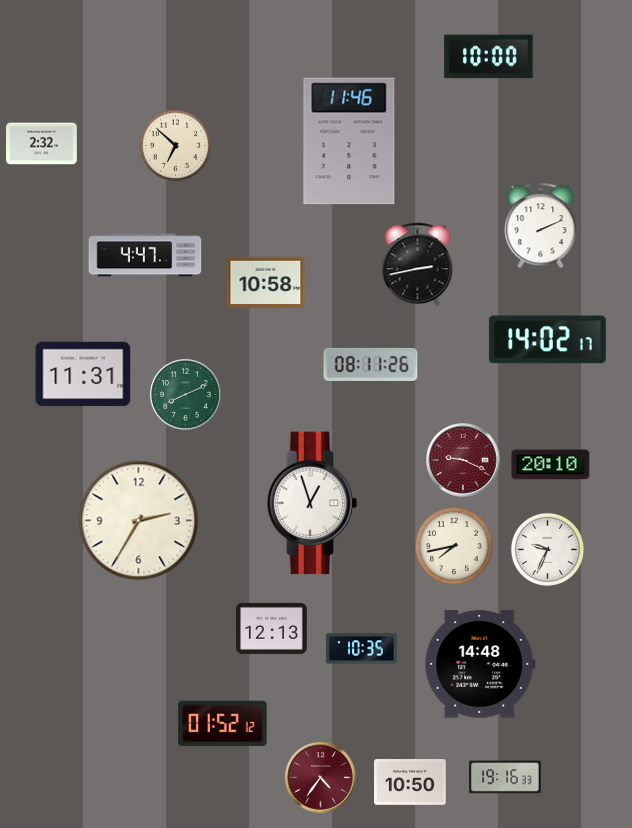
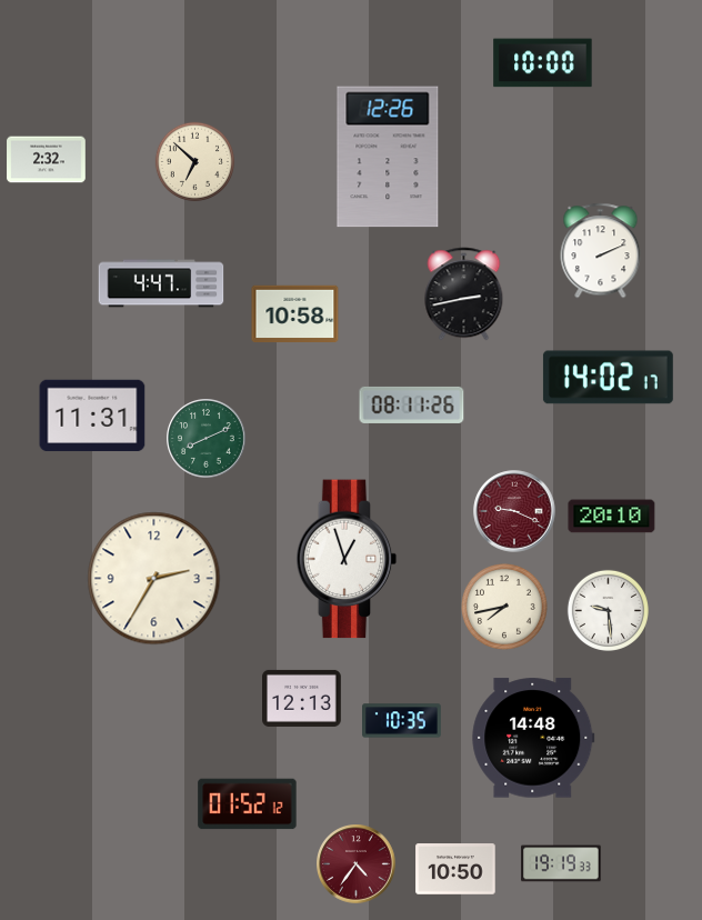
clock at (349, 141): 11:46 -> 12:26
clock at (547, 549): 9:34 -> 9:29
clock at (505, 777): 19:16 -> 19:19
